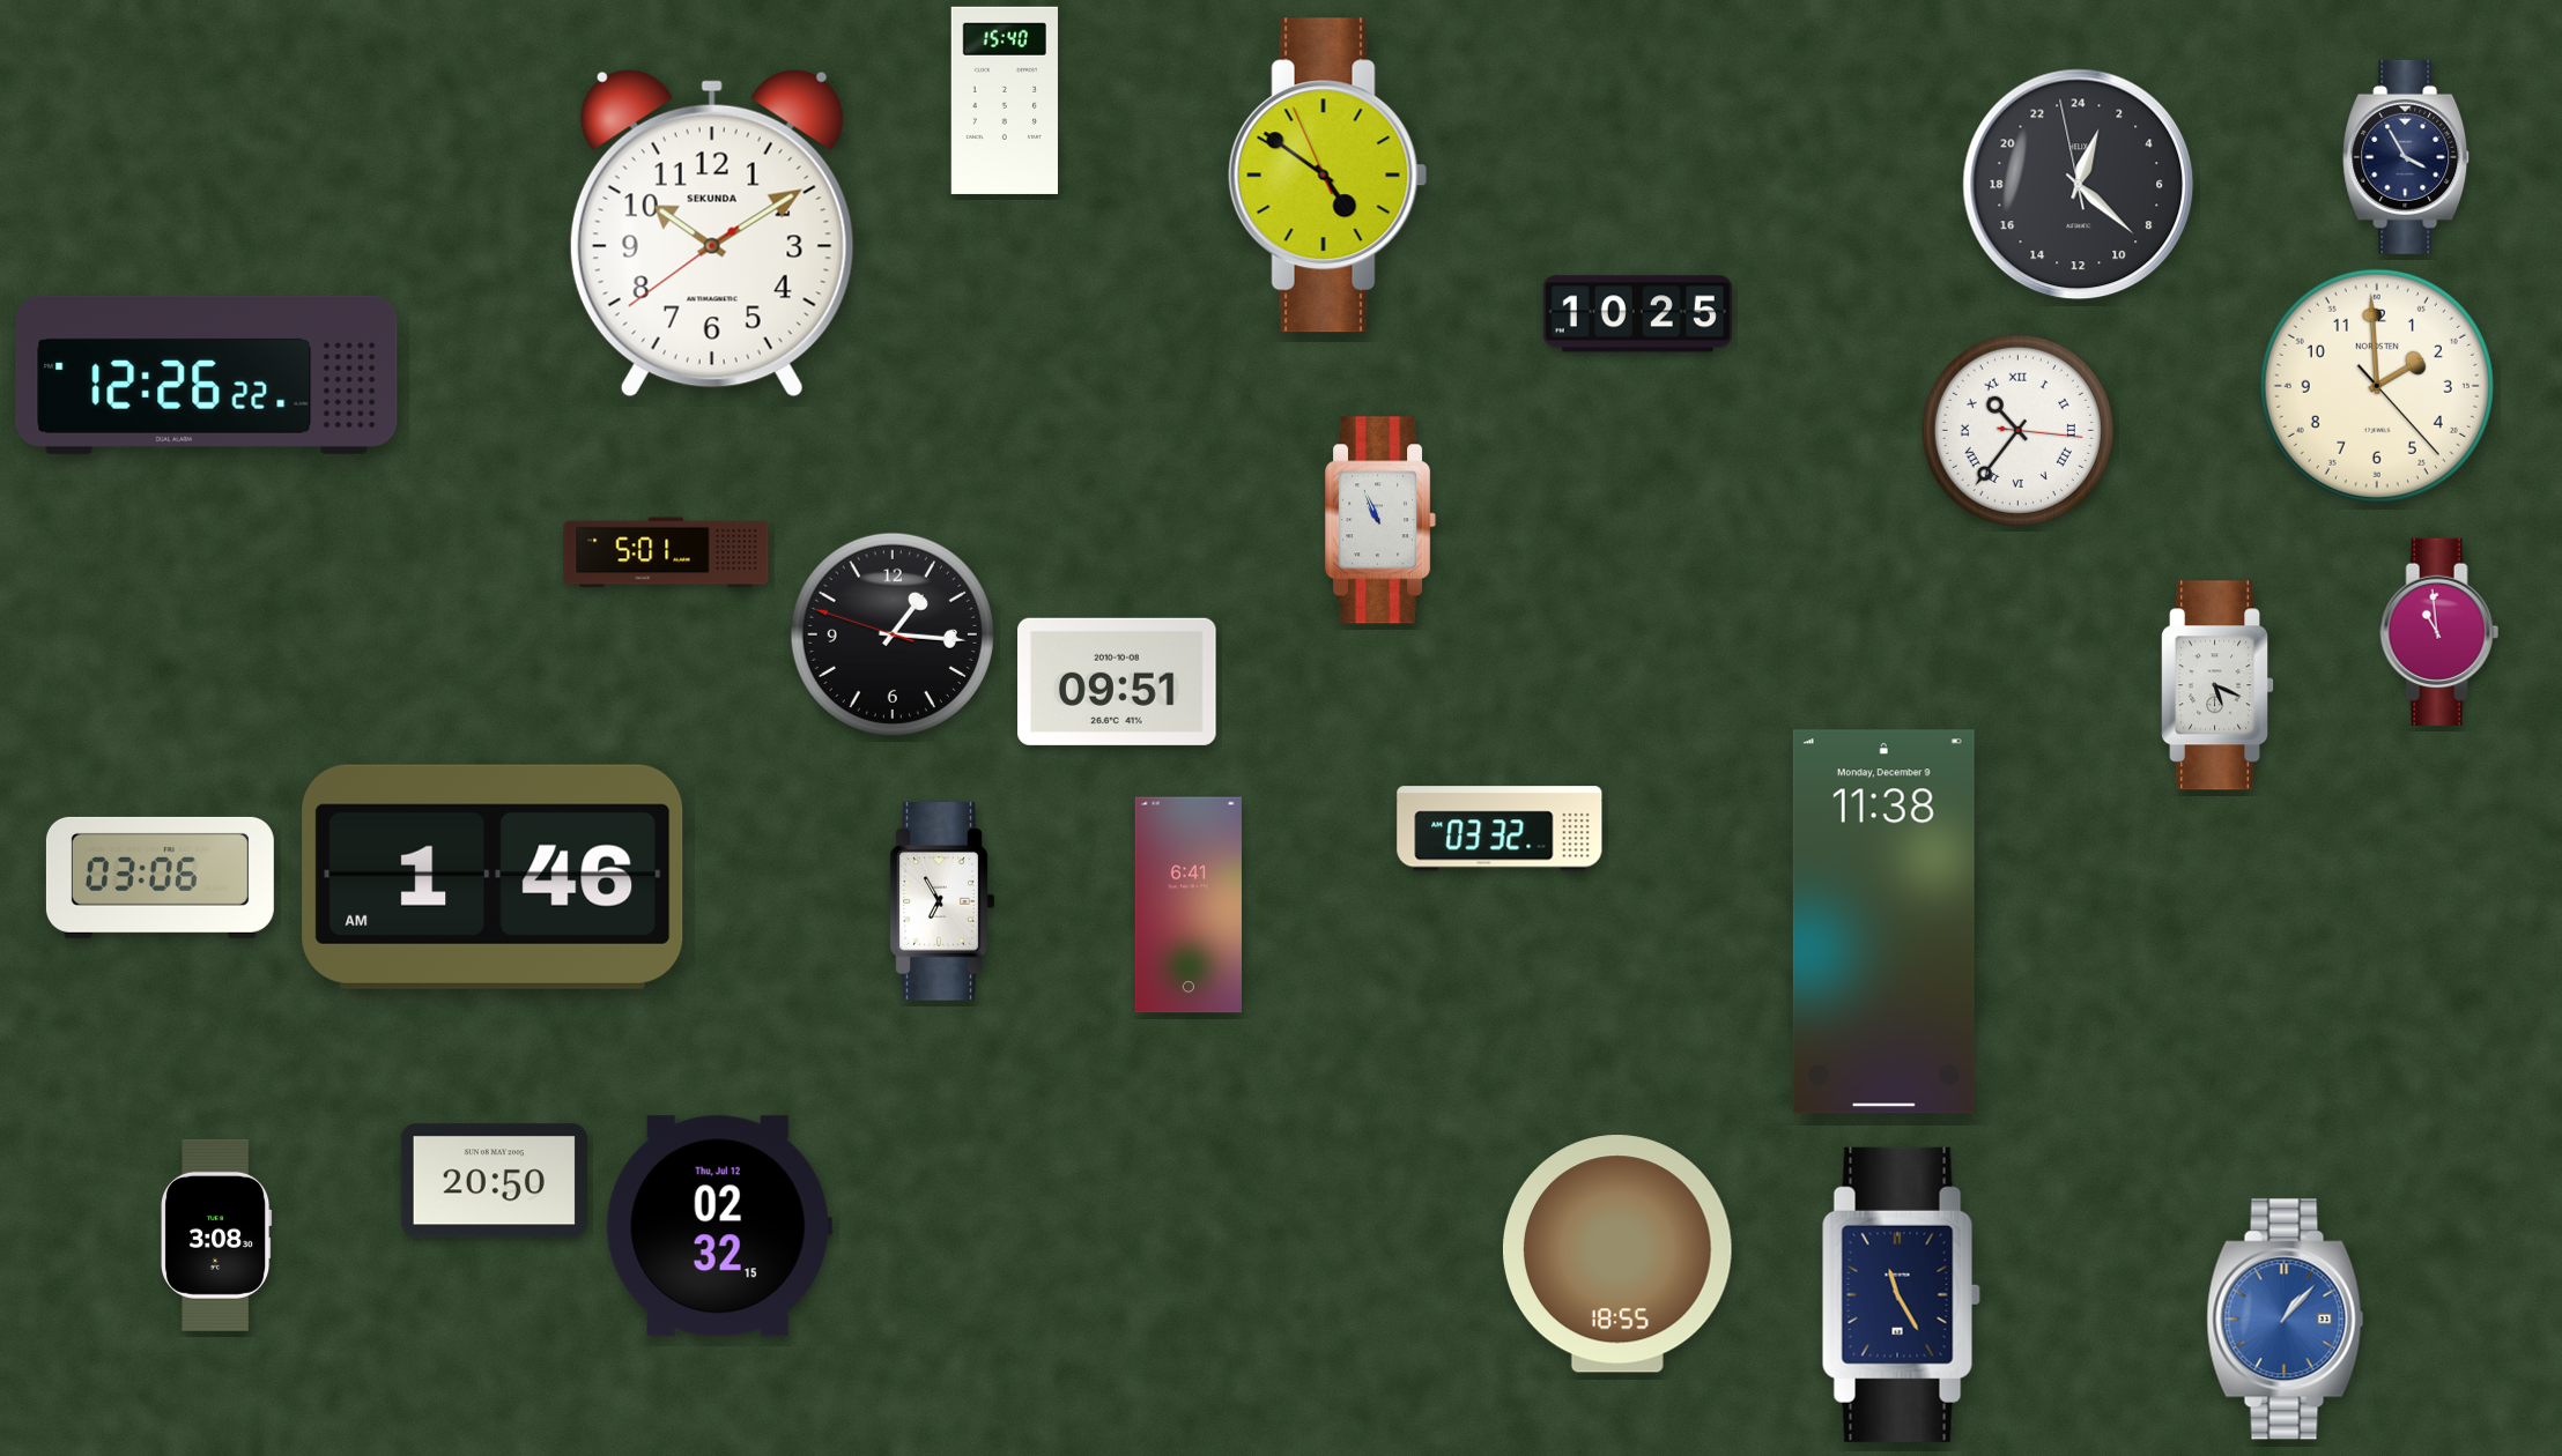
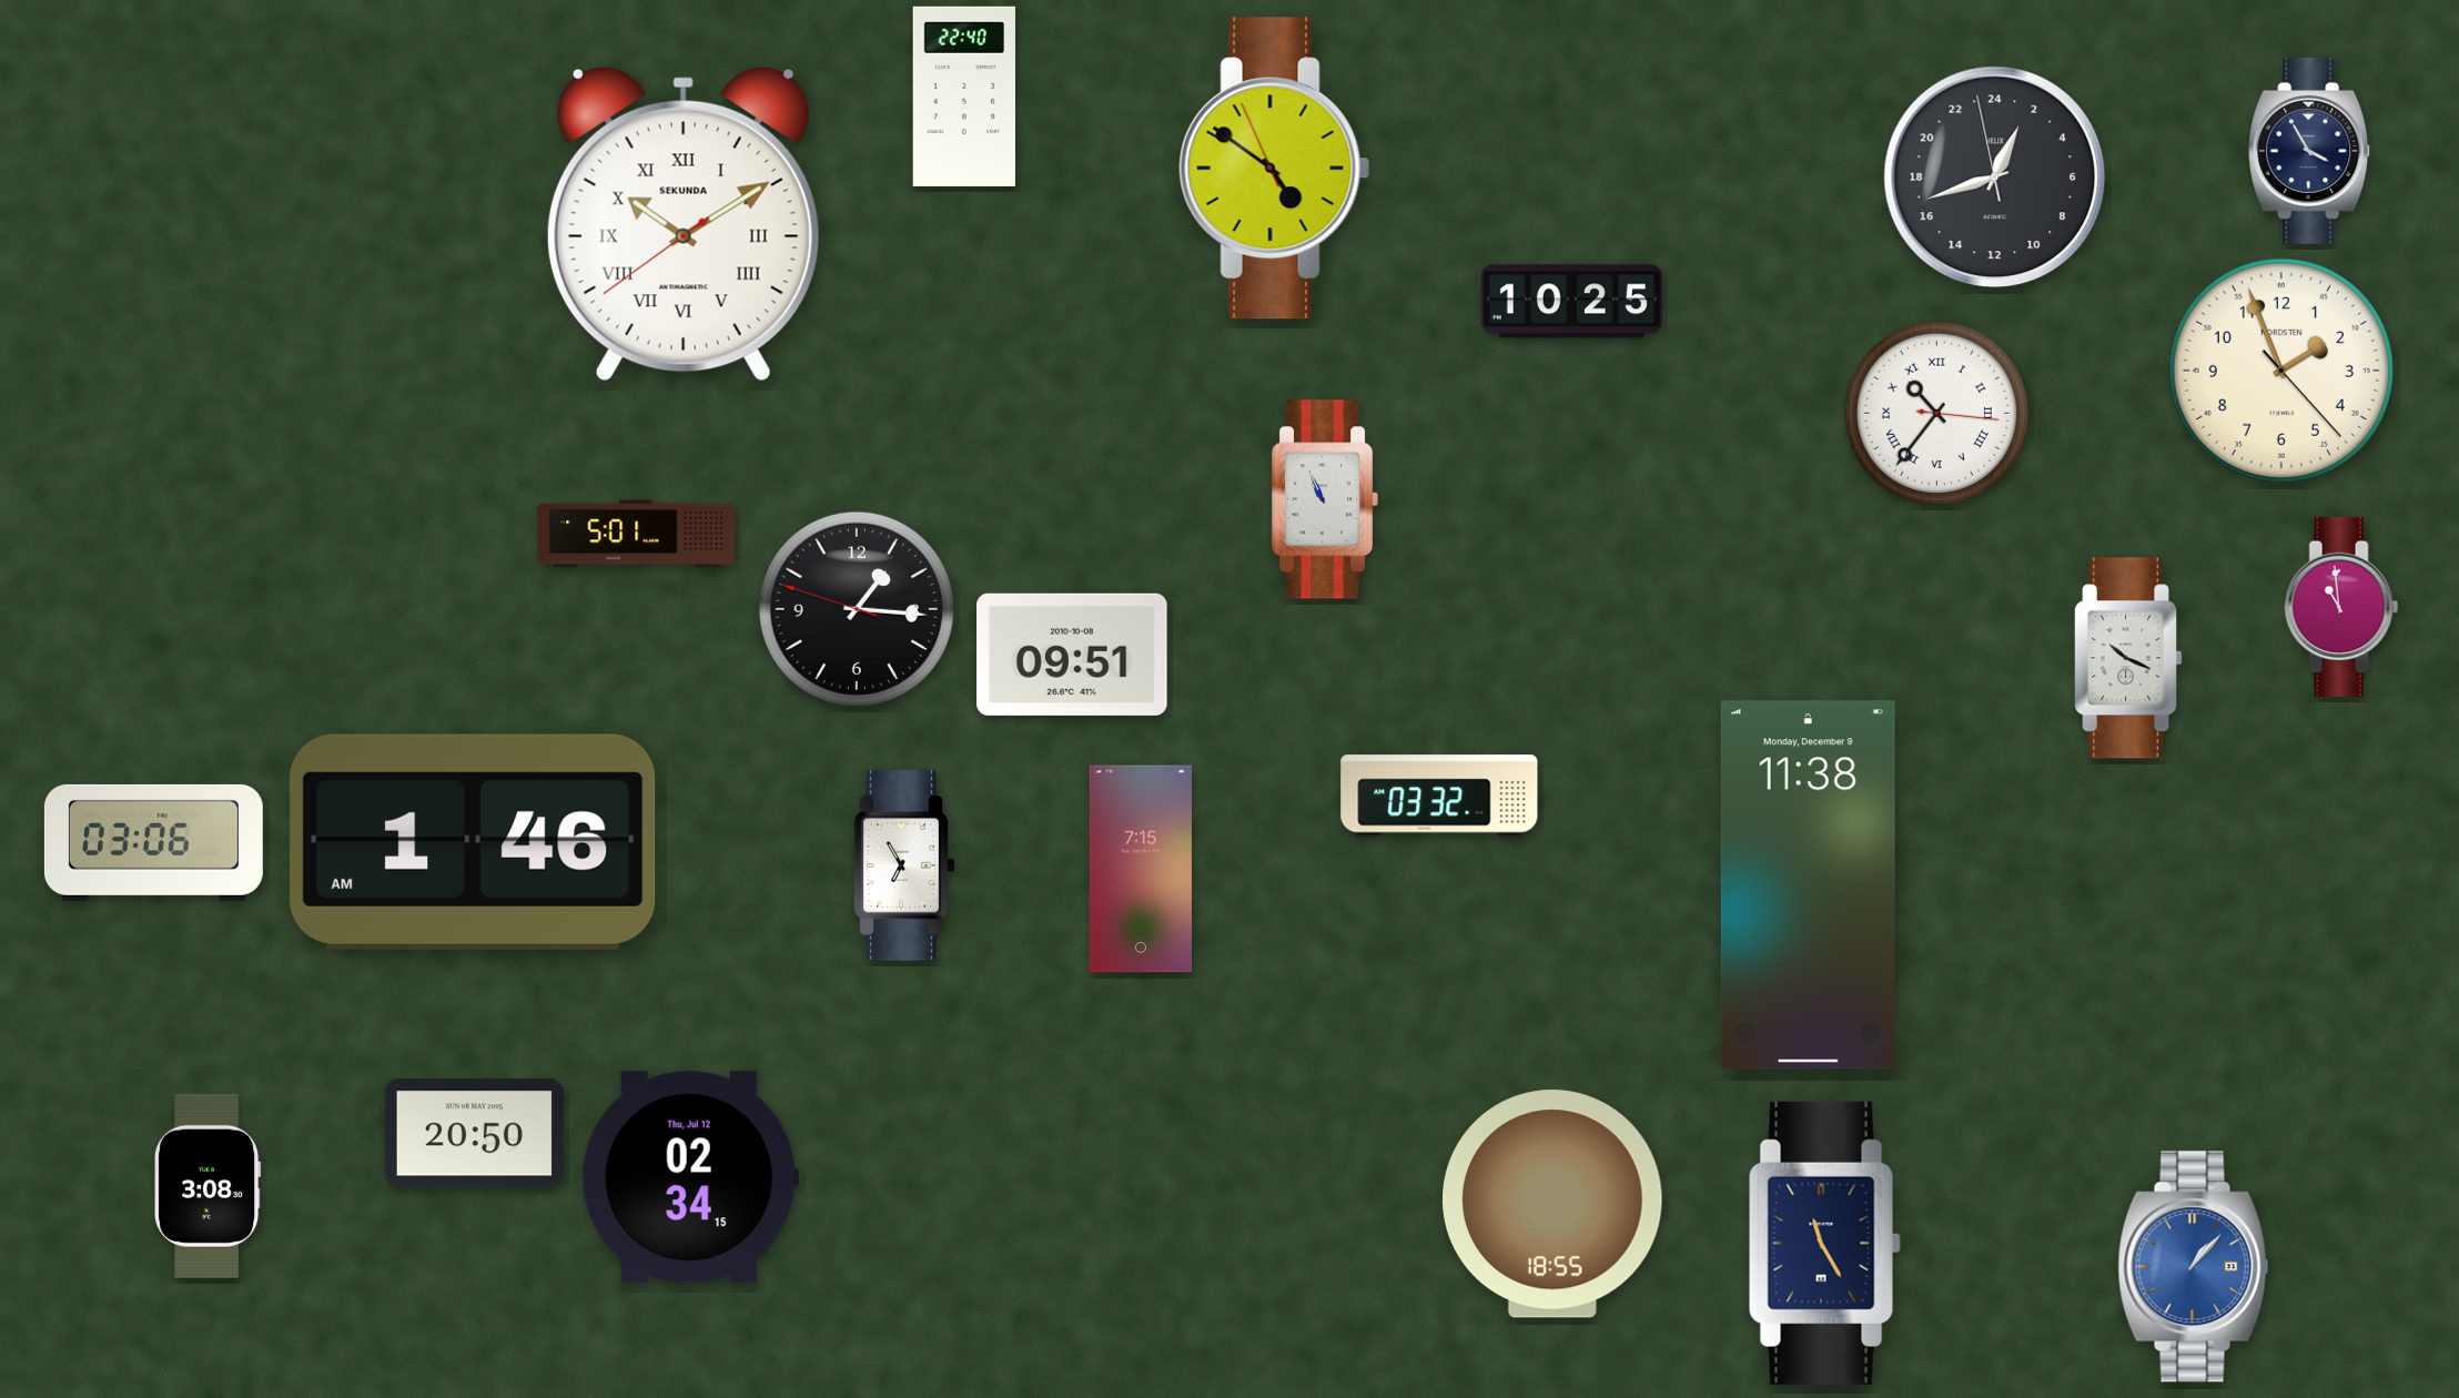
clock at (1005, 101): 15:40 -> 22:40
clock at (2079, 185): 1:21 -> 1:41
clock at (712, 233) numerals: Arabic -> Roman
clock at (207, 374): 12:26 -> none
clock at (2377, 386): 1:59 -> 1:56
clock at (666, 552) position: (666, 552) -> (636, 534)
clock at (2217, 685): 5:19 -> 10:19
clock at (1189, 905): 6:41 -> 7:15
clock at (719, 1226): 02:32 -> 02:34
